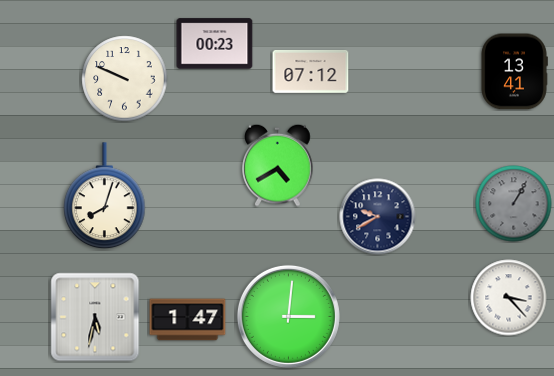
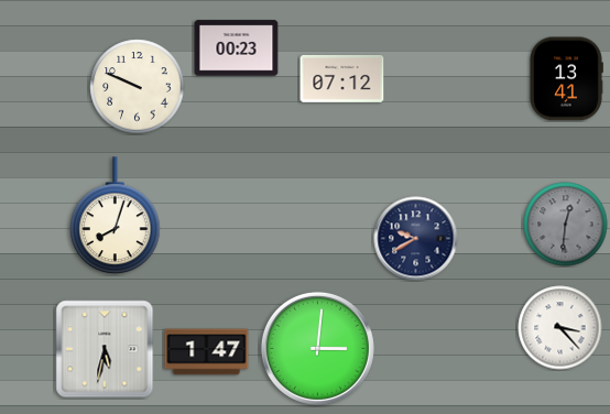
clock at (278, 165): 4:40 -> none
clock at (514, 204): 1:05 -> 12:31
